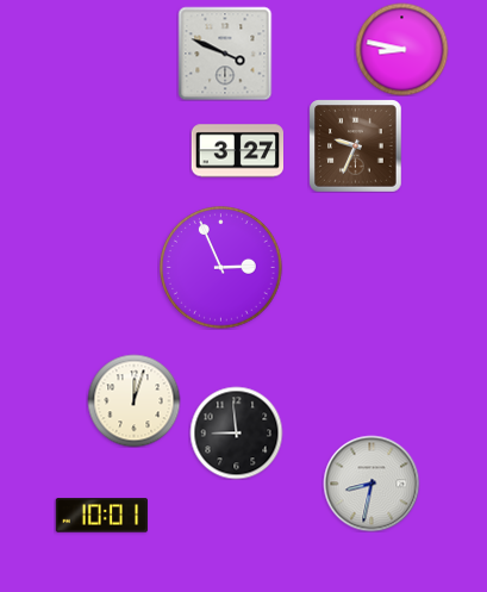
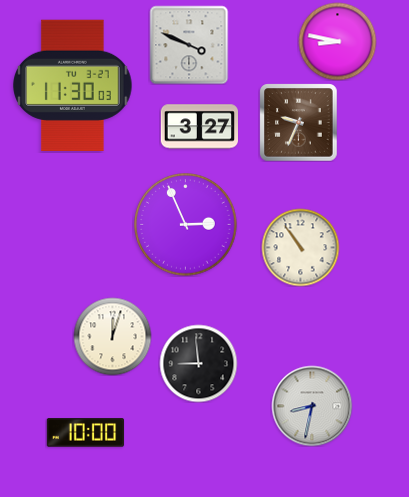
clock at (73, 85): none -> 11:30
clock at (300, 247): none -> 10:54
clock at (101, 516): 10:01 -> 10:00
